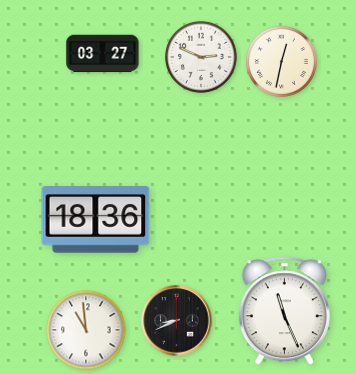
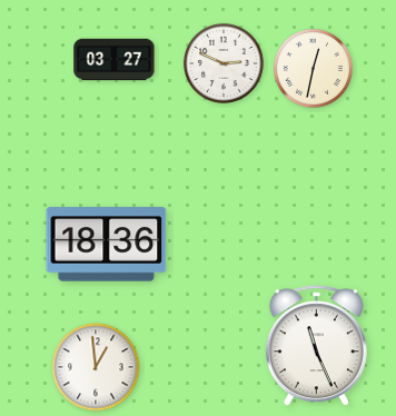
clock at (177, 321): 8:41 -> none
clock at (86, 330): 10:59 -> 12:59
